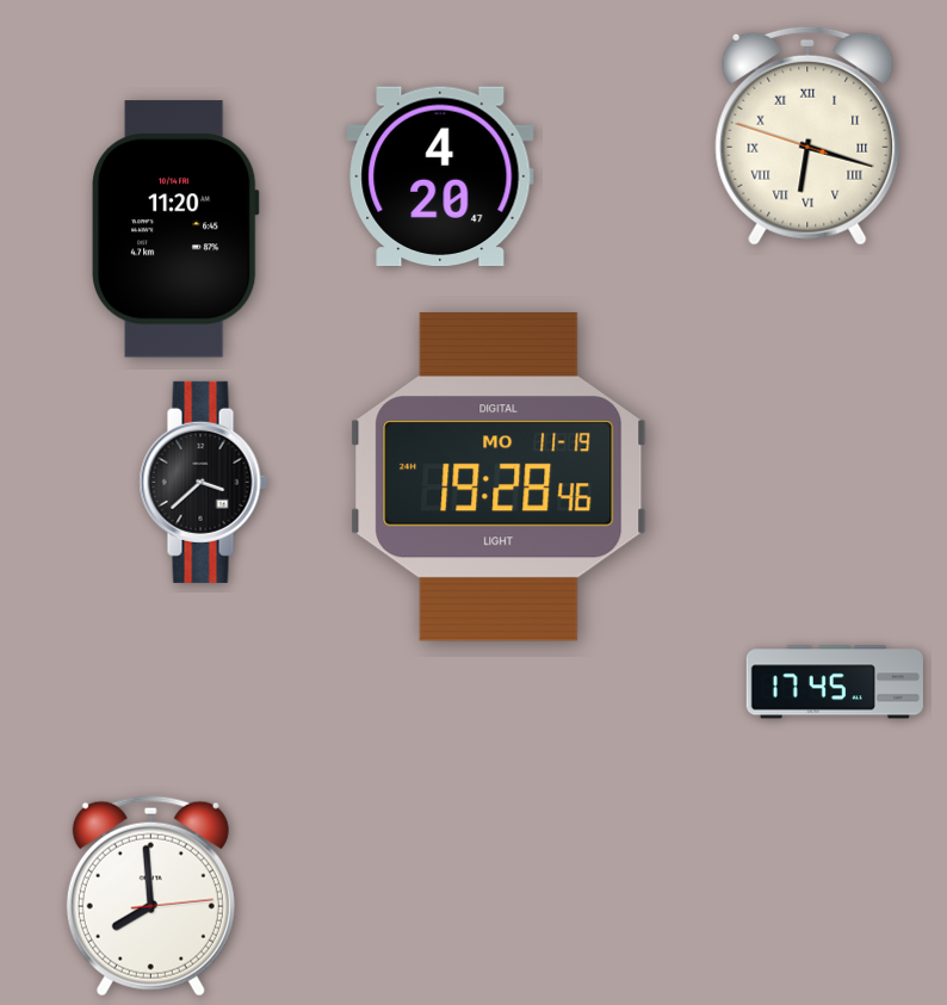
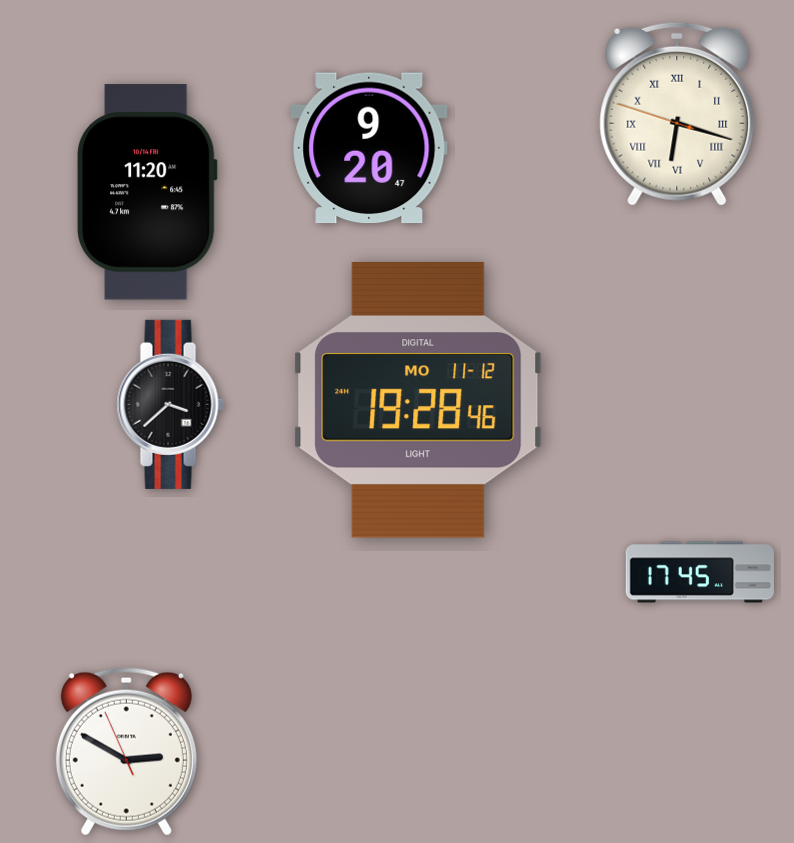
clock at (440, 176): 4:20 -> 9:20
clock at (499, 477) date: MO 11-19 -> MO 11-12
clock at (150, 897): 7:59 -> 2:49
